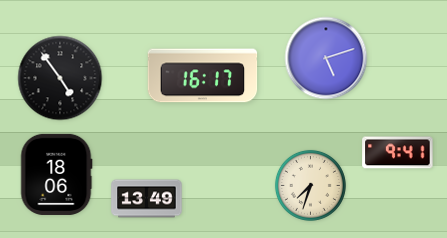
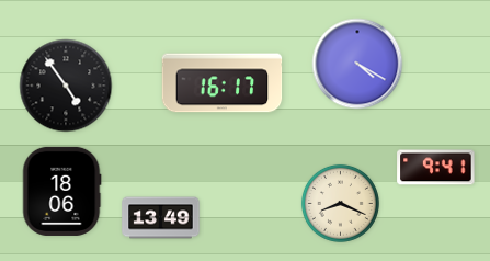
clock at (326, 58): 5:12 -> 4:20
clock at (310, 185): 7:33 -> 8:19
